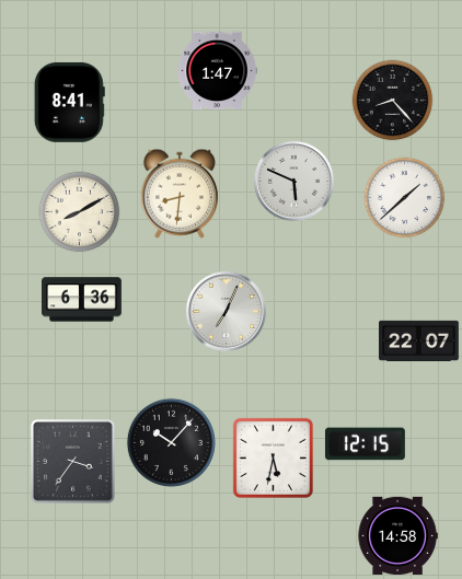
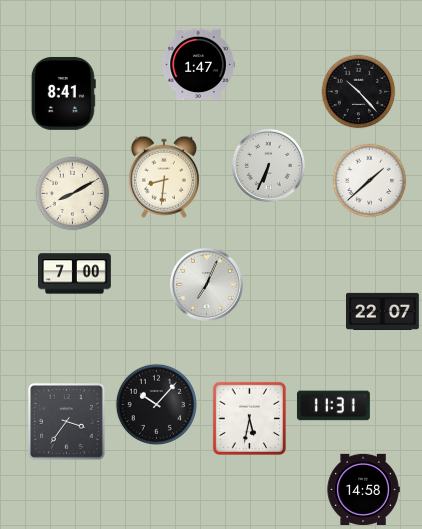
clock at (393, 101): 8:23 -> 10:23
clock at (293, 181): 5:49 -> 6:34
clock at (82, 300): 6:36 -> 7:00
clock at (365, 444): 12:15 -> 11:31
